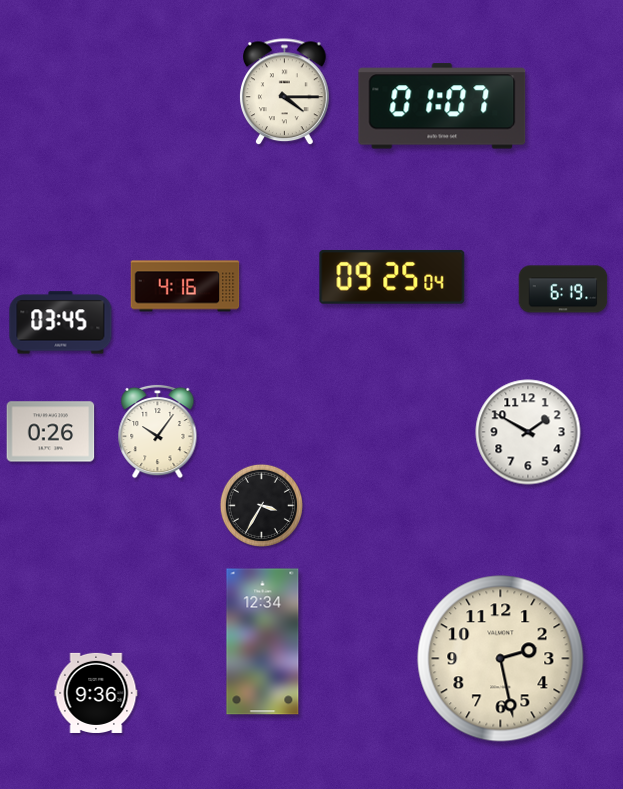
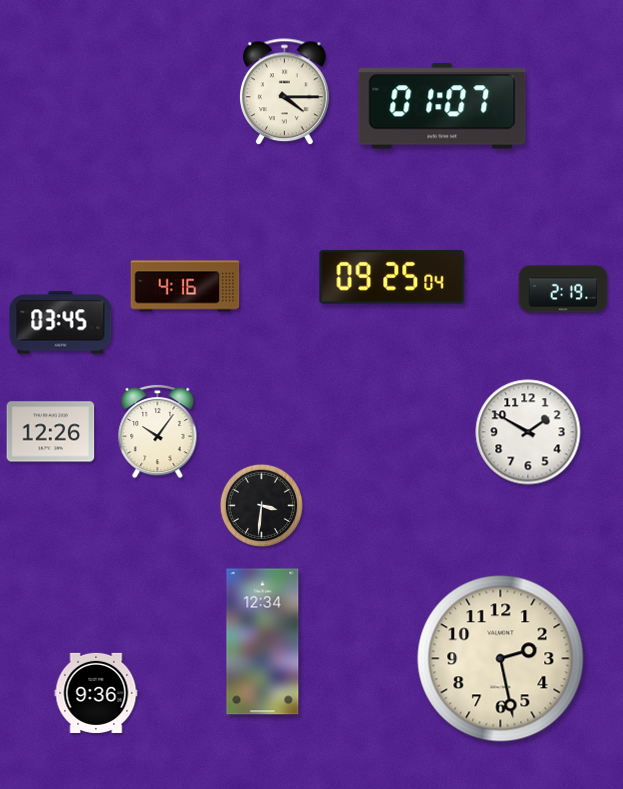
clock at (563, 289): 6:19 -> 2:19
clock at (51, 432): 0:26 -> 12:26
clock at (261, 505): 3:35 -> 3:31
